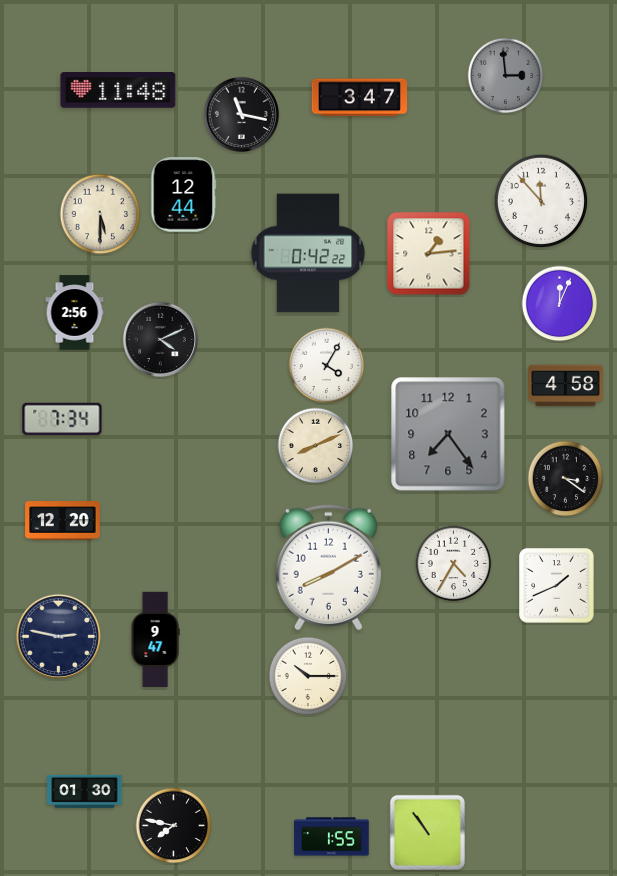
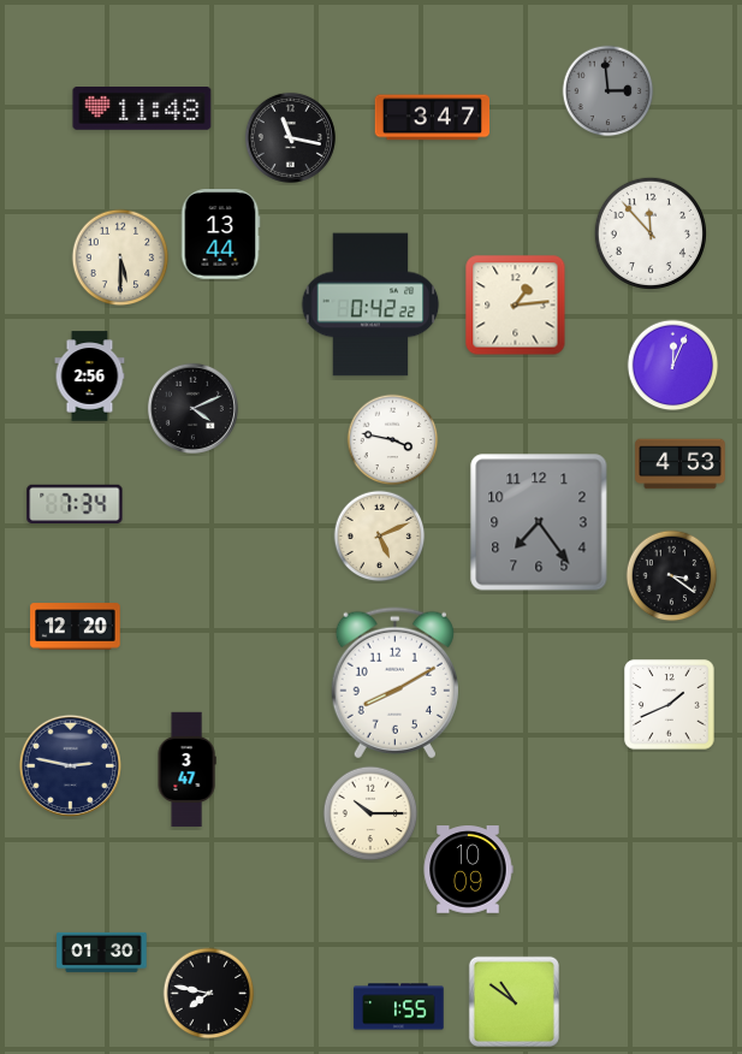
clock at (183, 195): 12:44 -> 13:44
clock at (540, 200) position: (540, 200) -> (649, 232)
clock at (327, 366): 4:05 -> 3:47
clock at (566, 386): 4:58 -> 4:53
clock at (316, 446): 8:11 -> 5:11
clock at (566, 479) position: (566, 479) -> (672, 576)
clock at (454, 564): 4:35 -> none
clock at (155, 640): 9:47 -> 3:47
clock at (468, 870): none -> 10:09
clock at (427, 832): 10:54 -> 10:51
